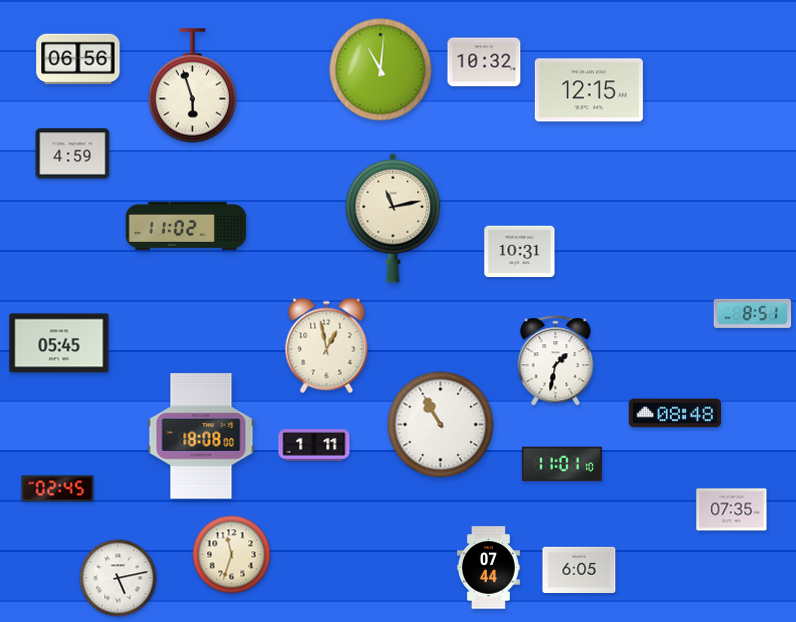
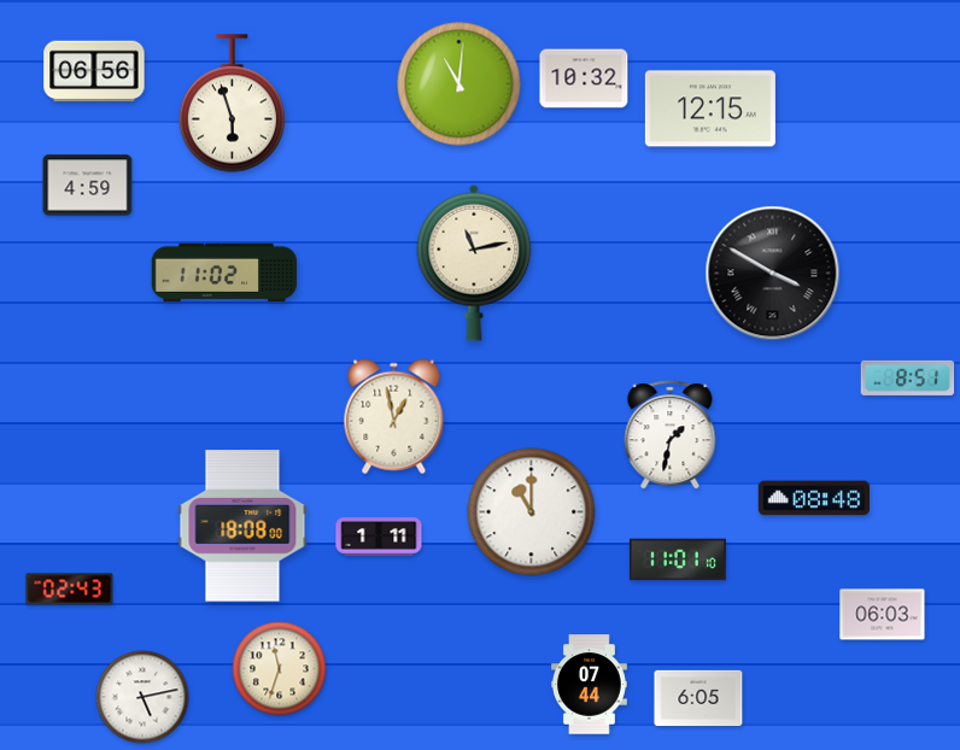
clock at (484, 62) position: (484, 62) -> (584, 78)
clock at (773, 274): none -> 3:50
clock at (520, 252): 10:31 -> none
clock at (59, 343): 05:45 -> none
clock at (441, 425): 10:55 -> 11:00
clock at (58, 489): 02:45 -> 02:43
clock at (732, 510): 07:35 -> 06:03
clock at (579, 569) position: (579, 569) -> (698, 697)
